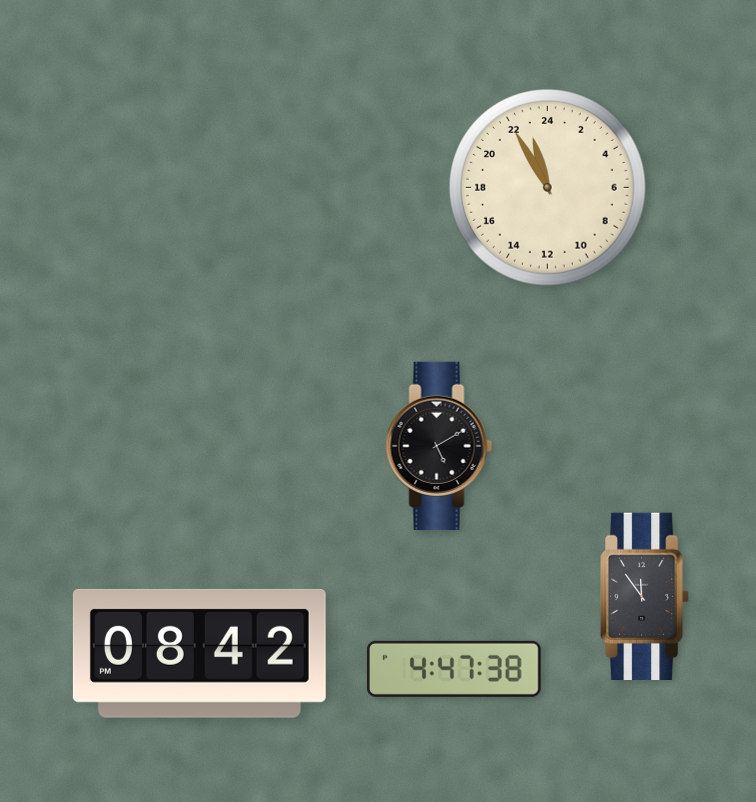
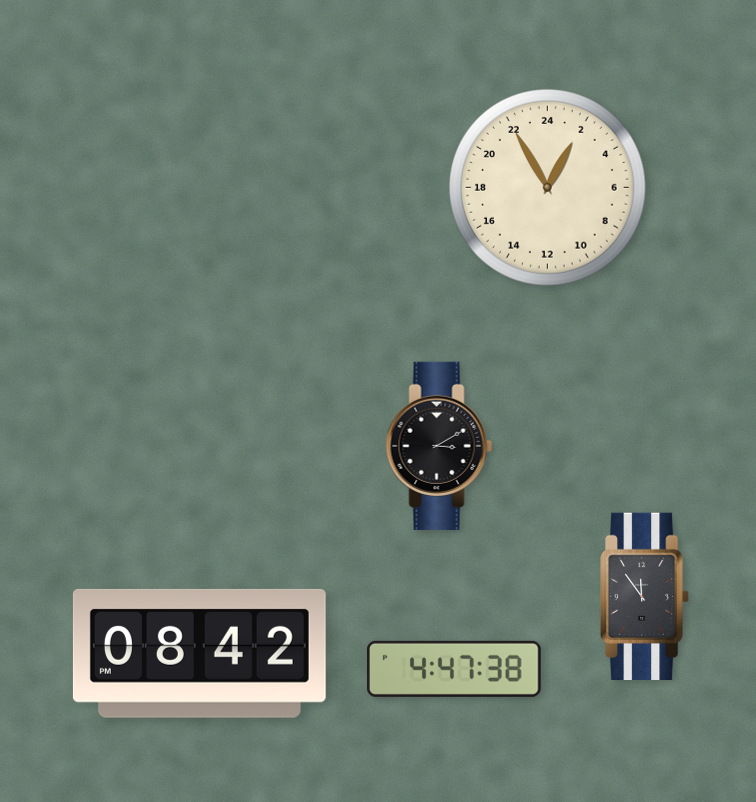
clock at (547, 187): 22:55 -> 1:55
clock at (439, 446): 5:10 -> 3:10
